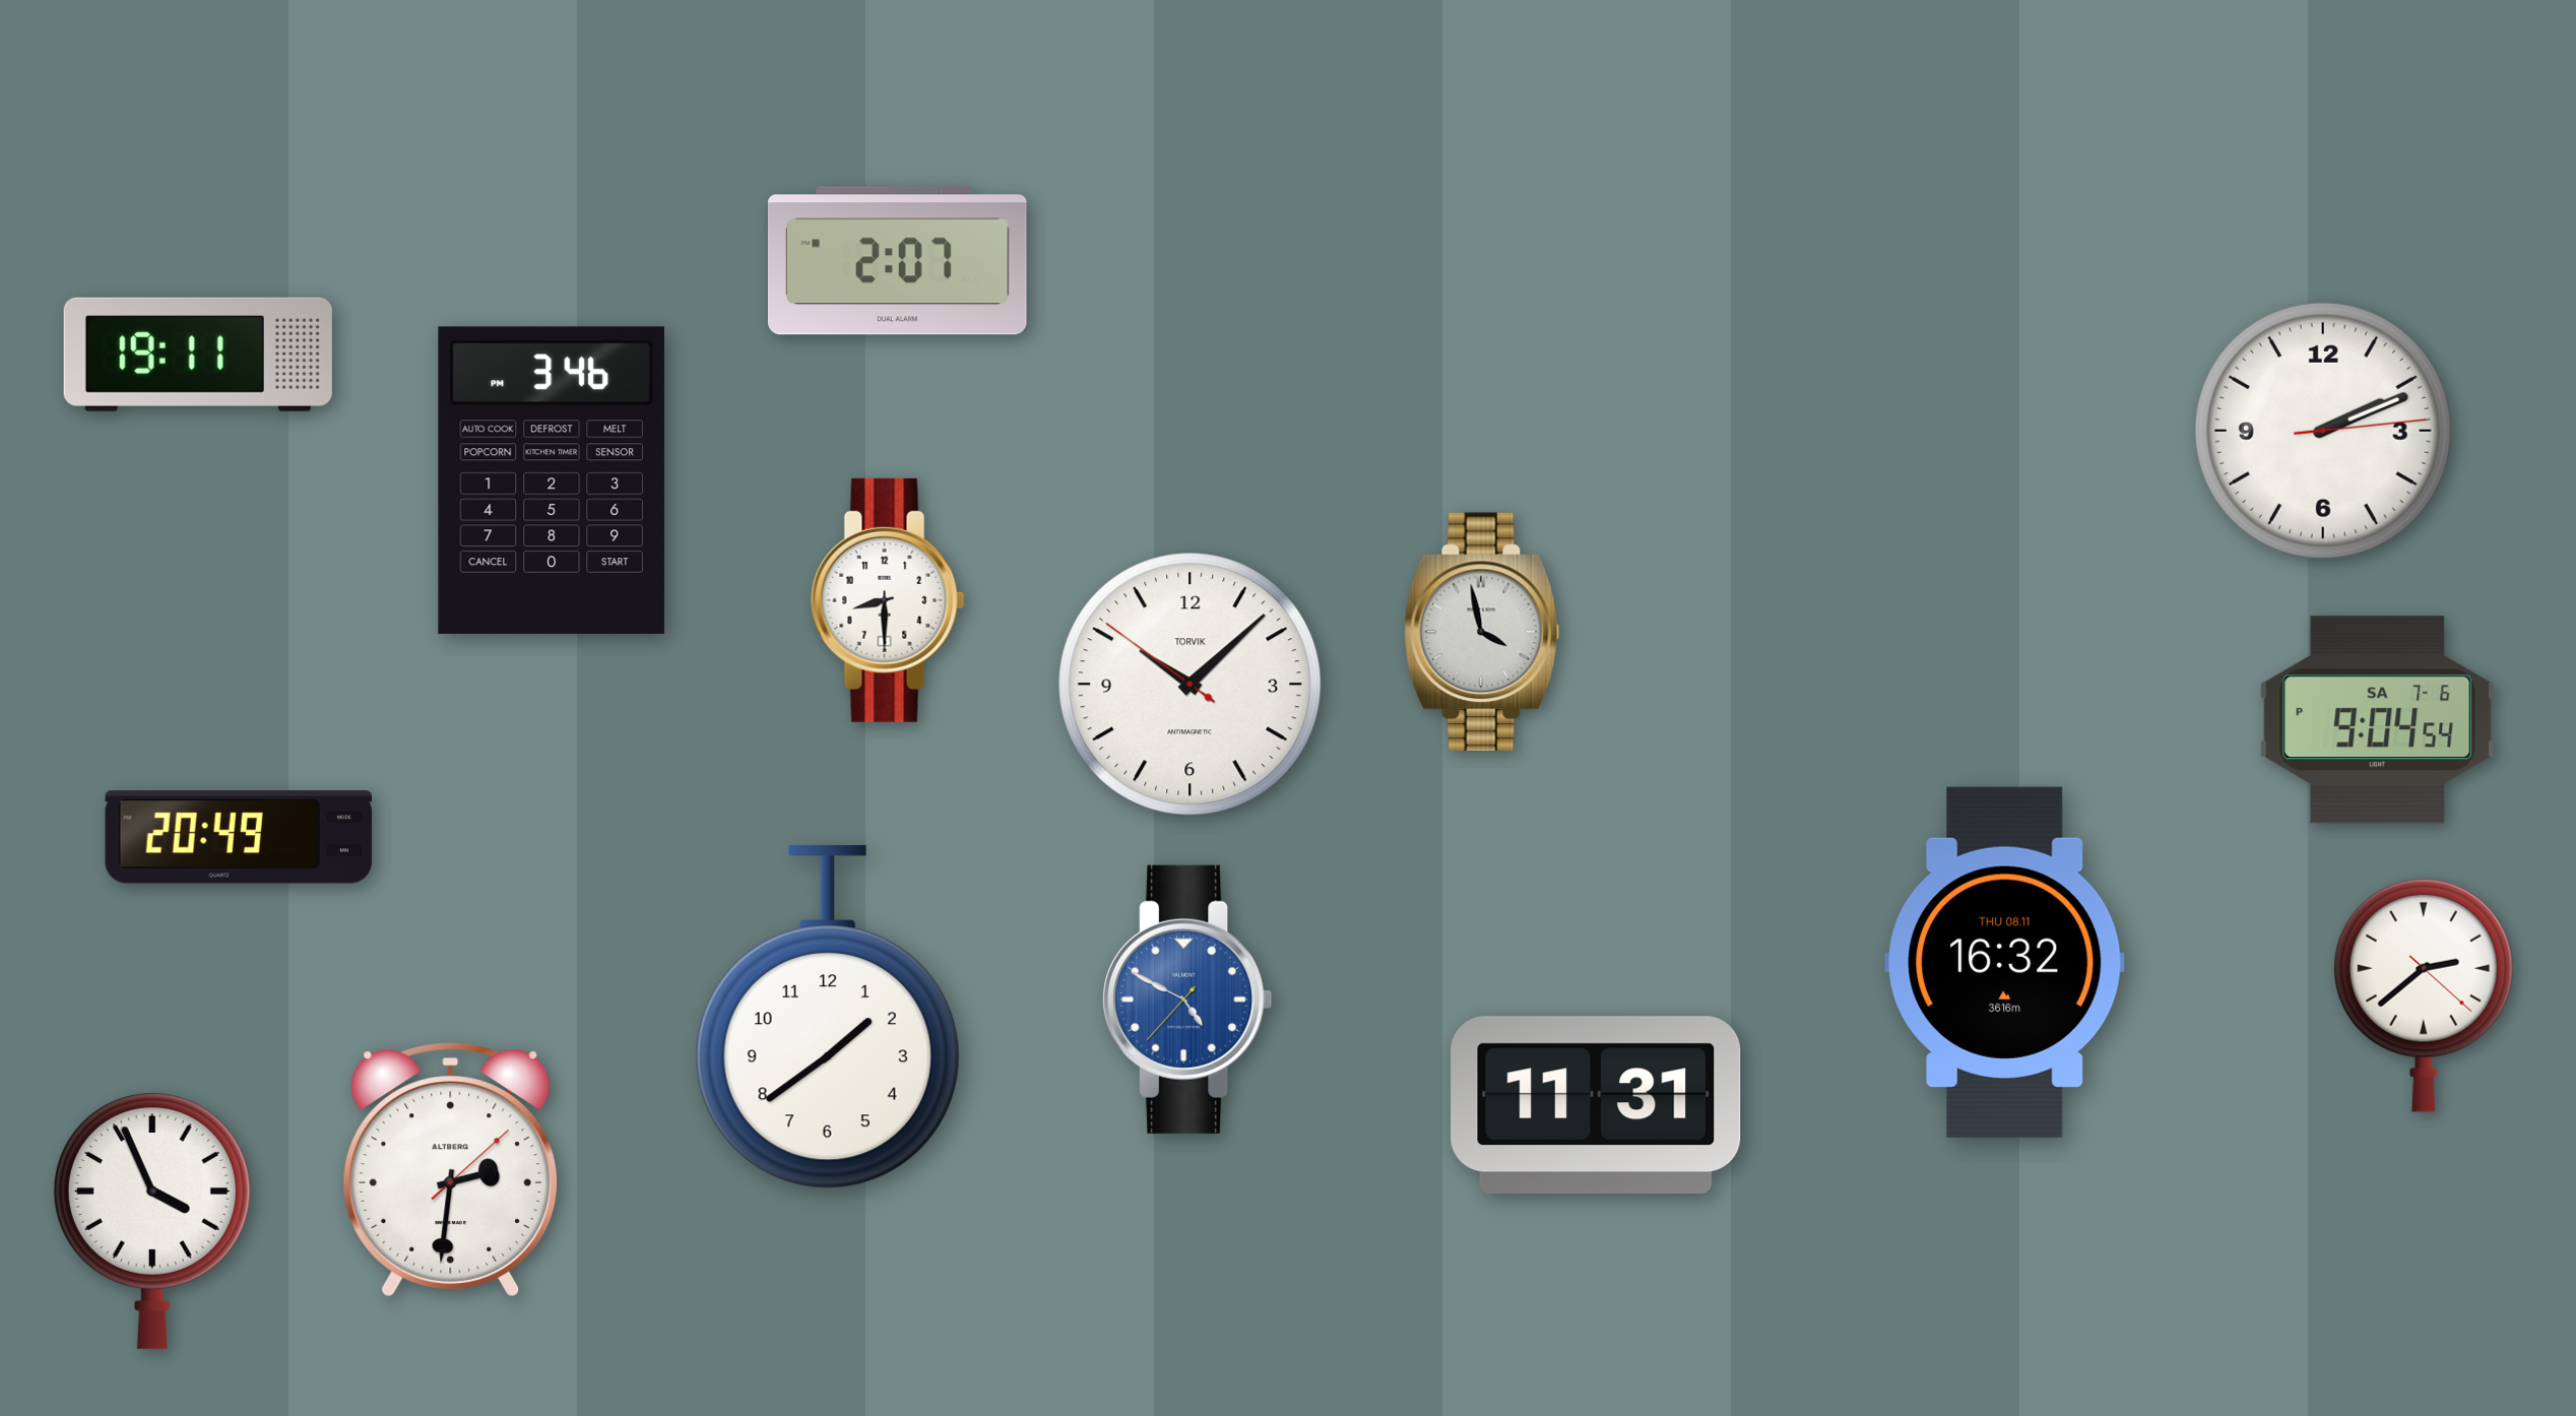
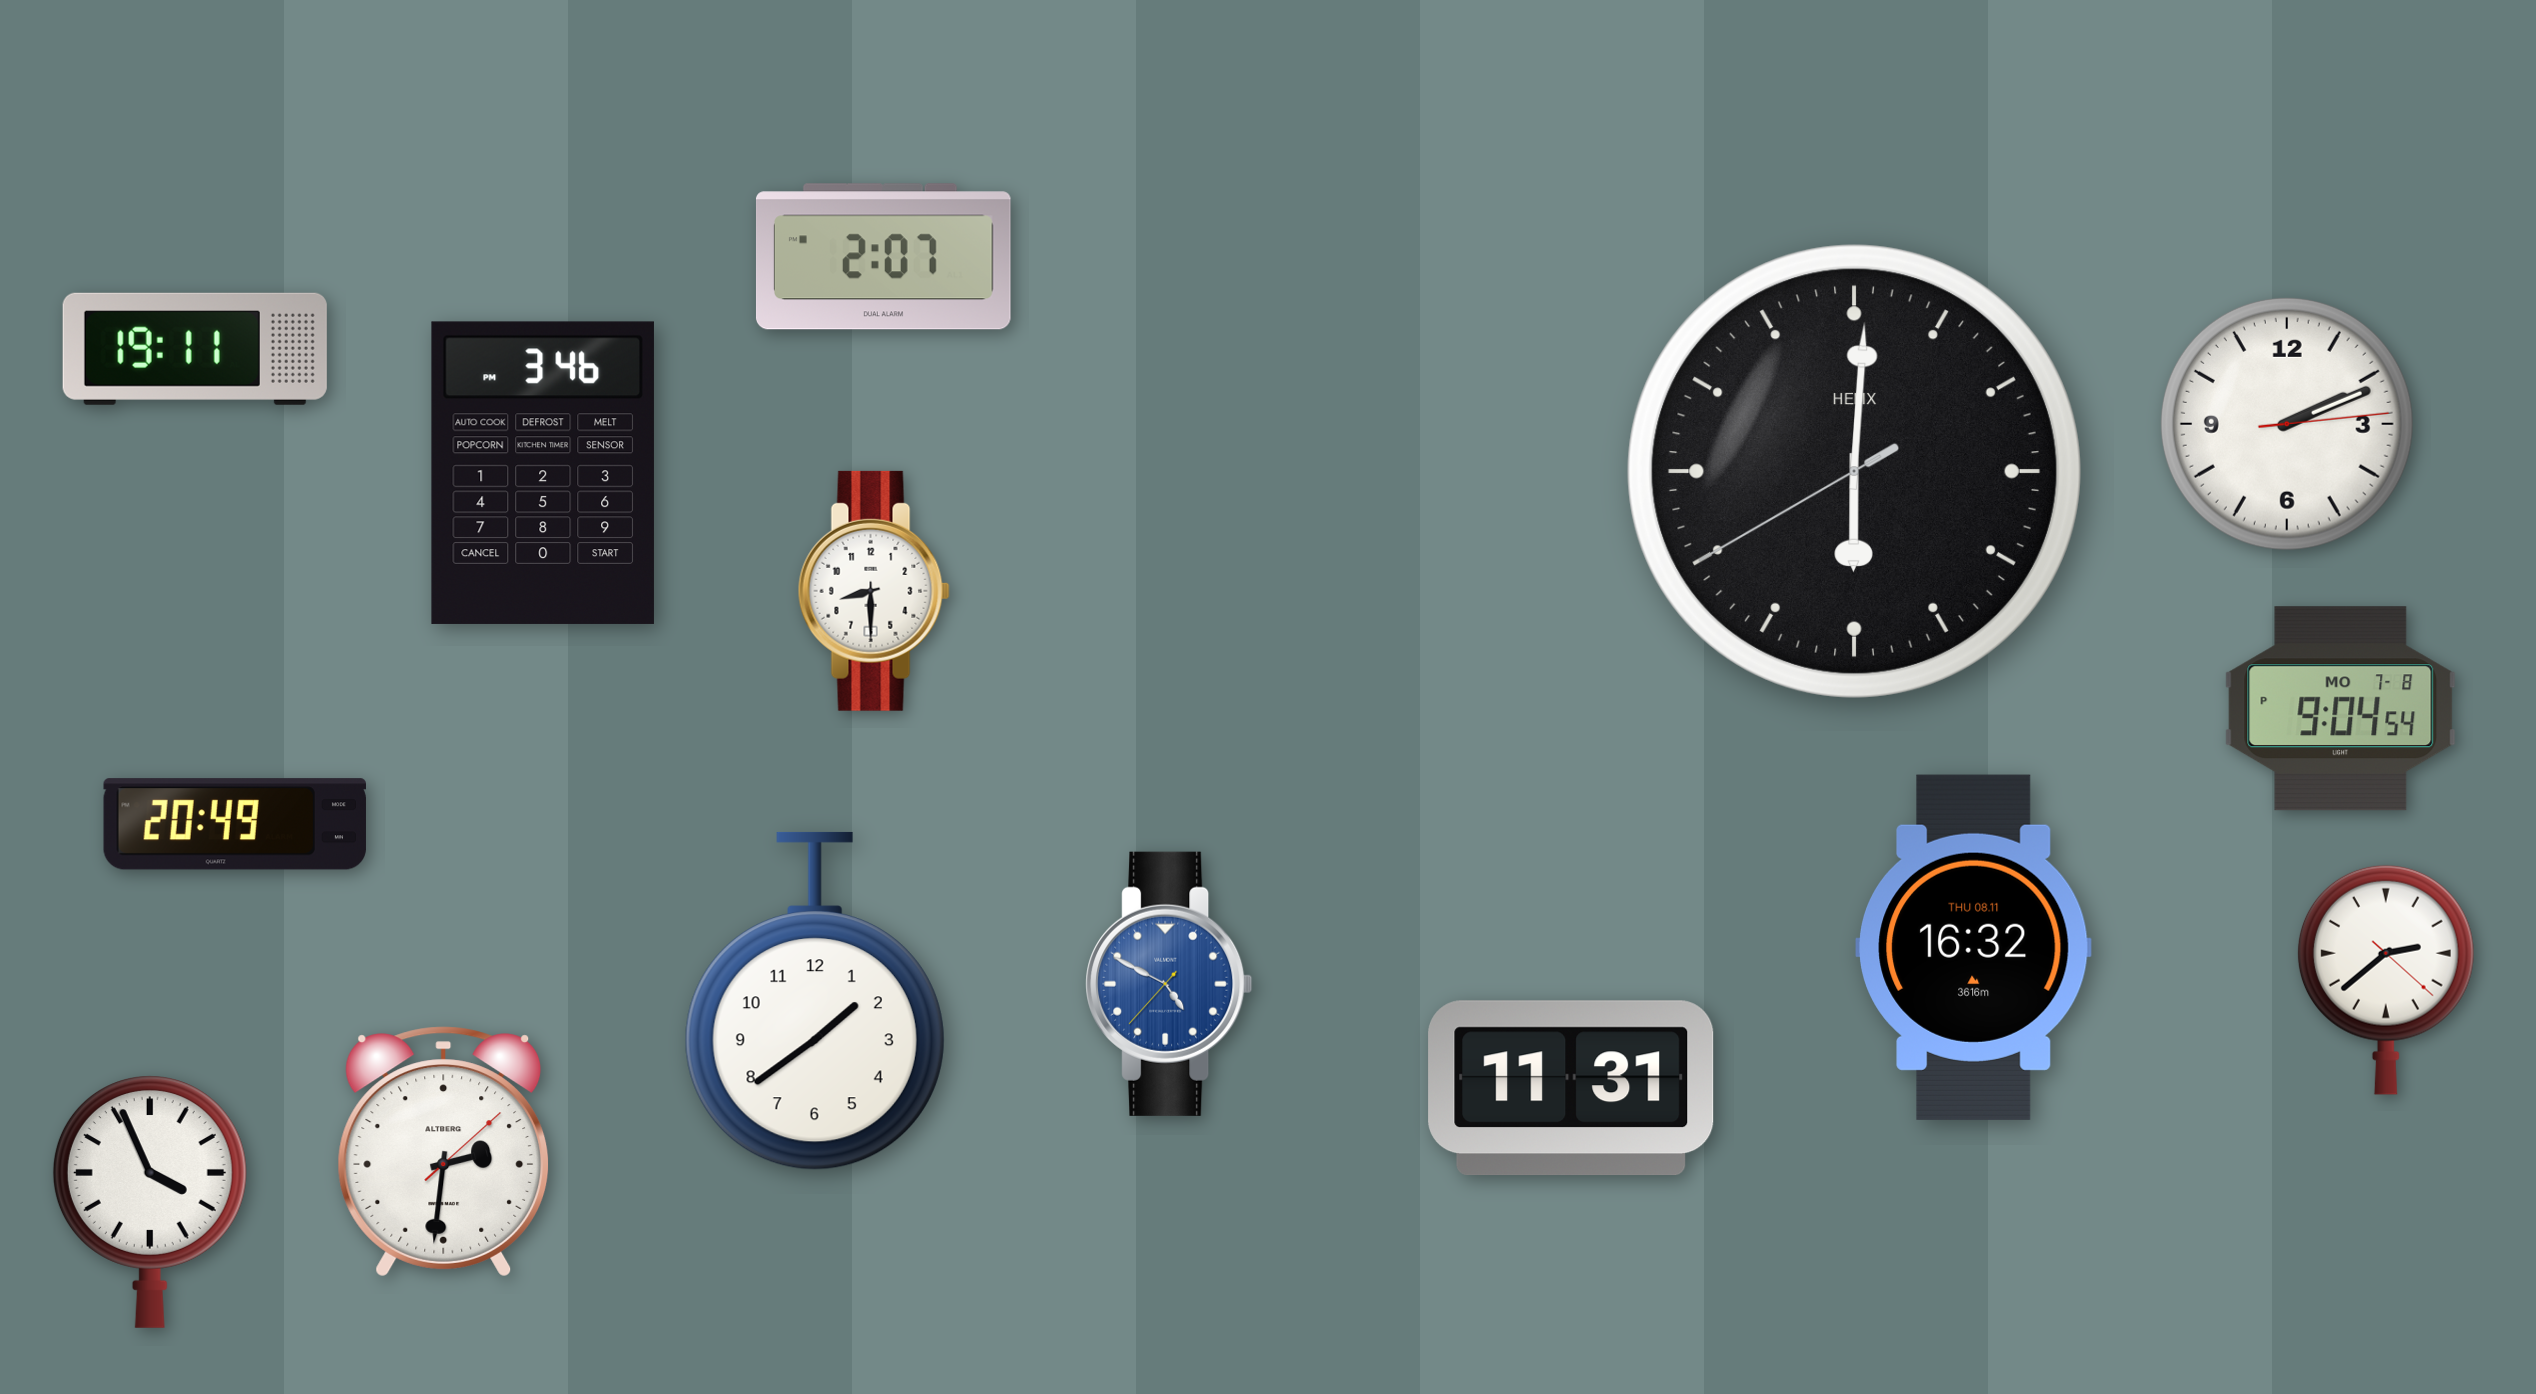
clock at (1854, 471): none -> 6:00
clock at (1482, 632): 3:58 -> none
clock at (1190, 685): 10:07 -> none
clock at (2378, 720) date: SA 7-6 -> MO 7-8
